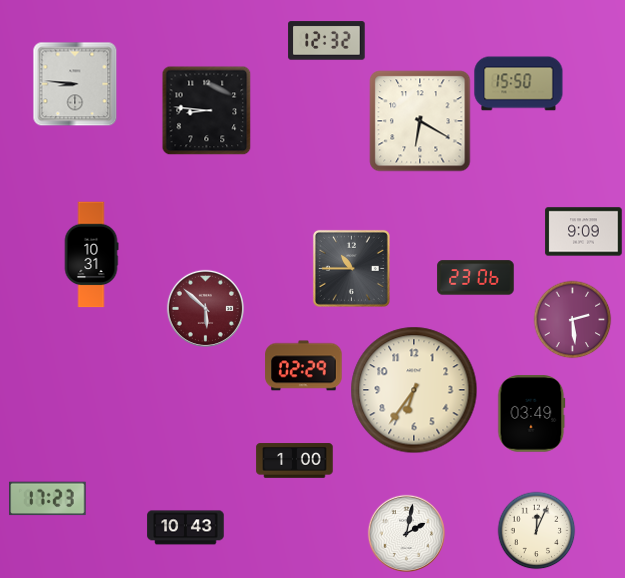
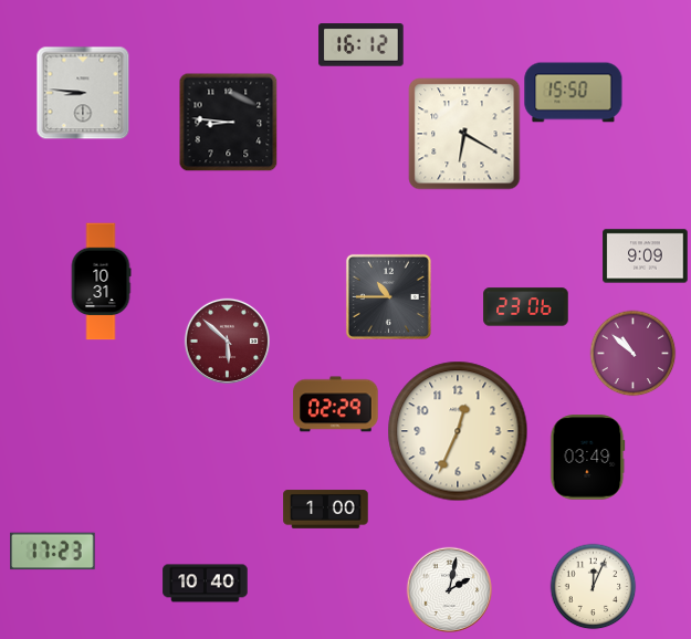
clock at (327, 41): 12:32 -> 16:12
clock at (572, 319): 2:29 -> 10:52
clock at (414, 390): 6:36 -> 12:34
clock at (186, 528): 10:43 -> 10:40
